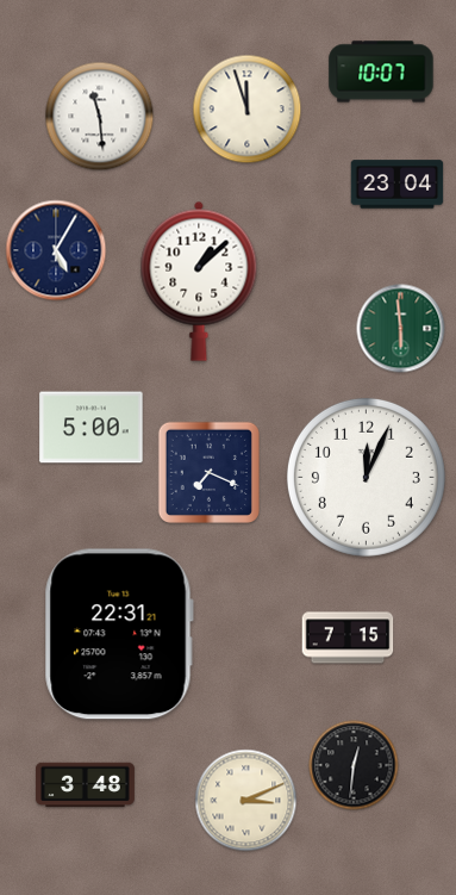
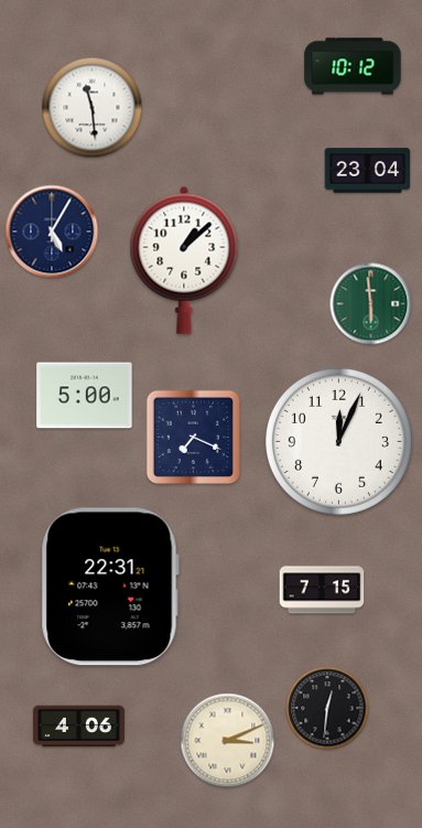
clock at (381, 72): 10:07 -> 10:12
clock at (248, 110): 11:57 -> none
clock at (86, 785): 3:48 -> 4:06
